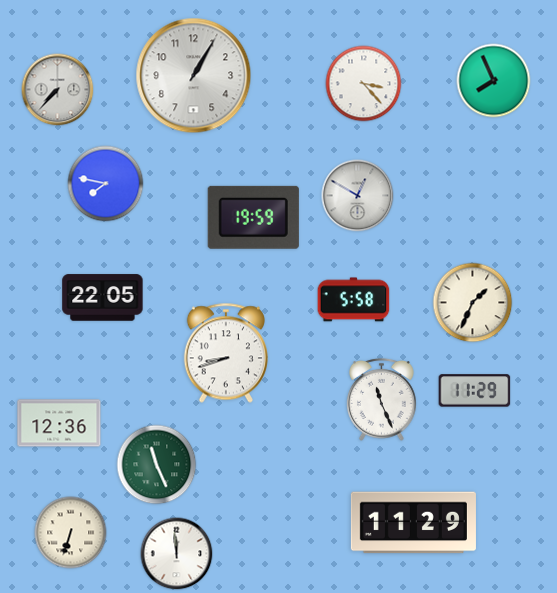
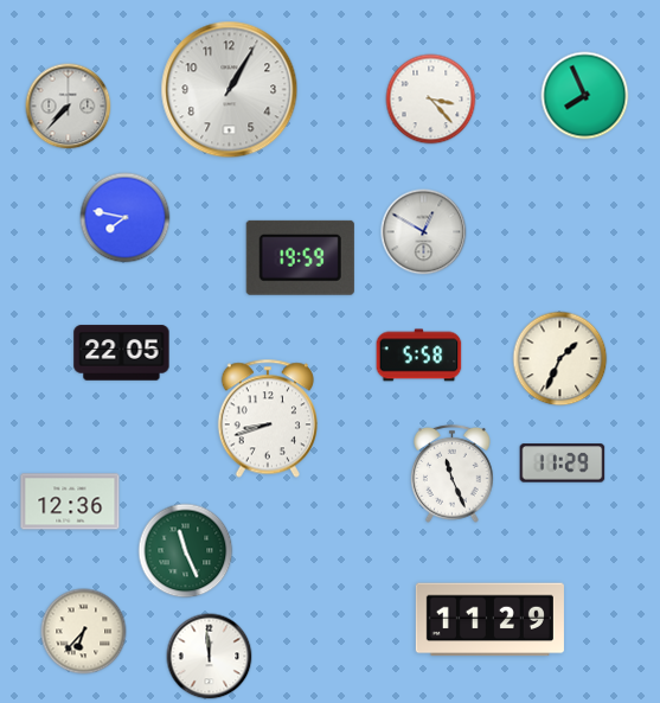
clock at (71, 533): 6:33 -> 6:37
